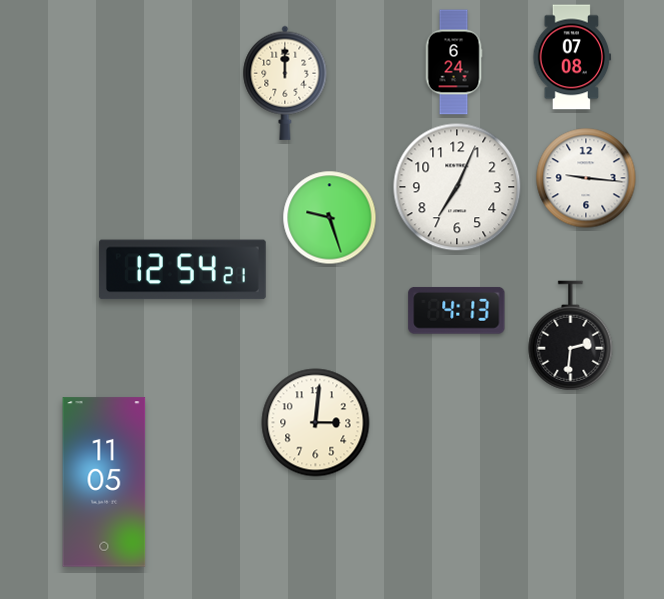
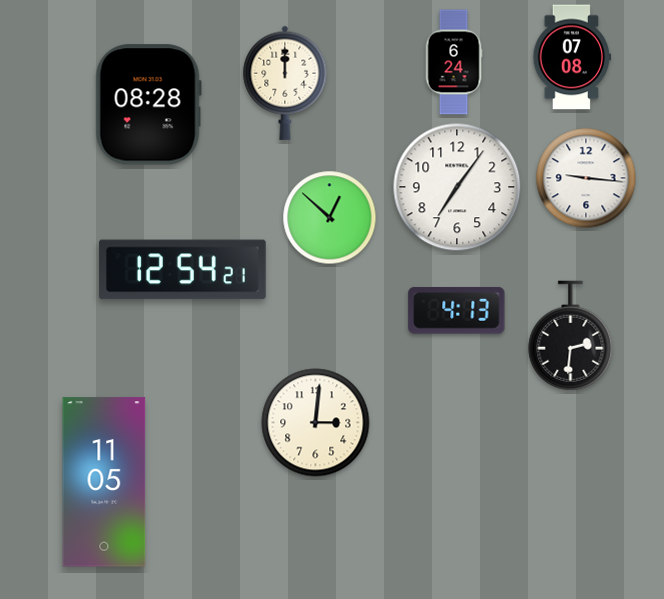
clock at (148, 105): none -> 08:28
clock at (457, 187): 7:04 -> 7:06
clock at (330, 218): 9:27 -> 12:52
